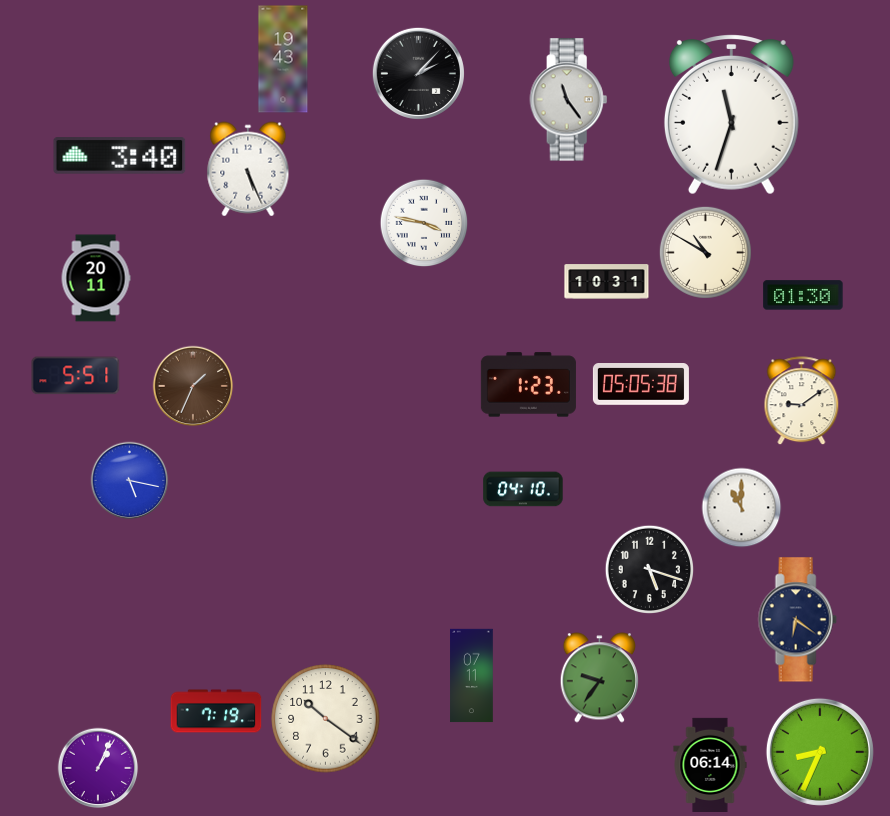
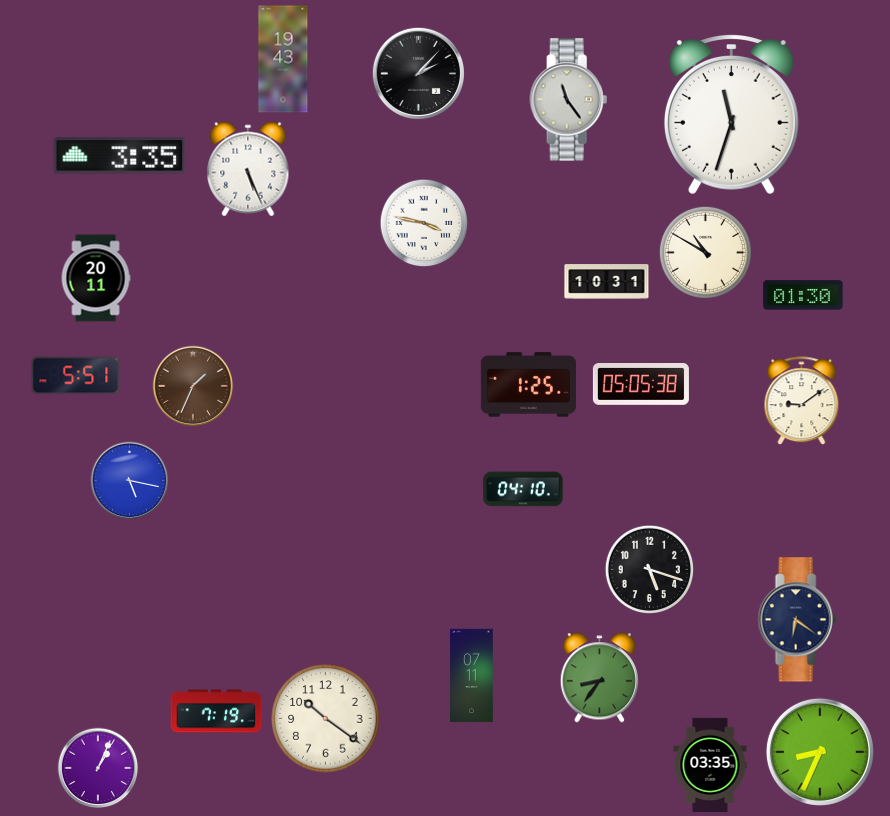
clock at (120, 156): 3:40 -> 3:35
clock at (528, 385): 1:23 -> 1:25
clock at (742, 508): 11:00 -> none
clock at (599, 678): 9:36 -> 8:36
clock at (710, 764): 06:14 -> 03:35
